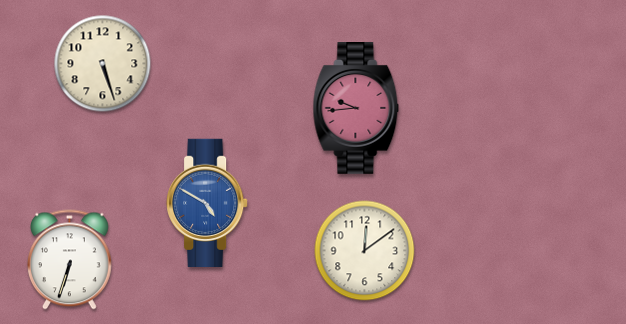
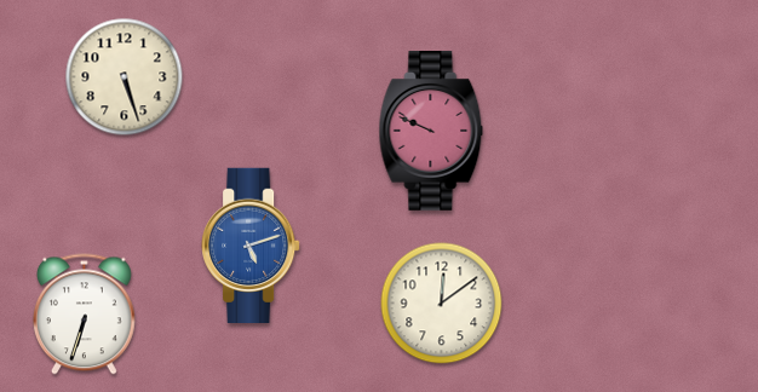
clock at (356, 109): 9:44 -> 9:49
clock at (207, 202): 4:50 -> 5:12
